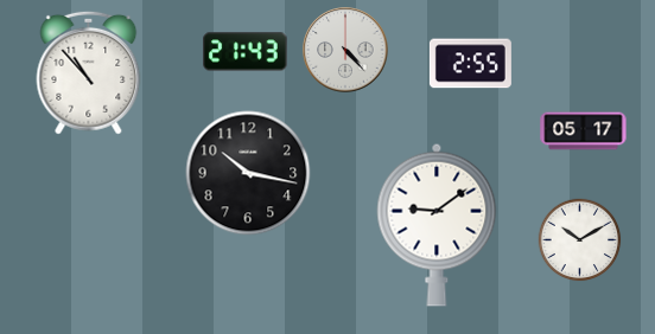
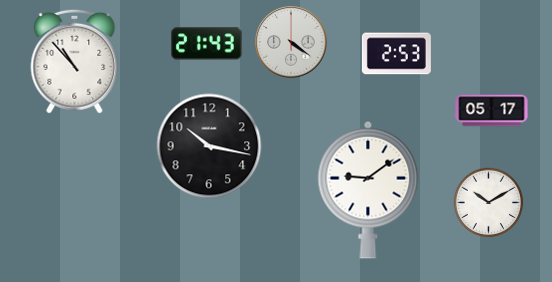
clock at (345, 50): 4:23 -> 4:21
clock at (470, 64): 2:55 -> 2:53
